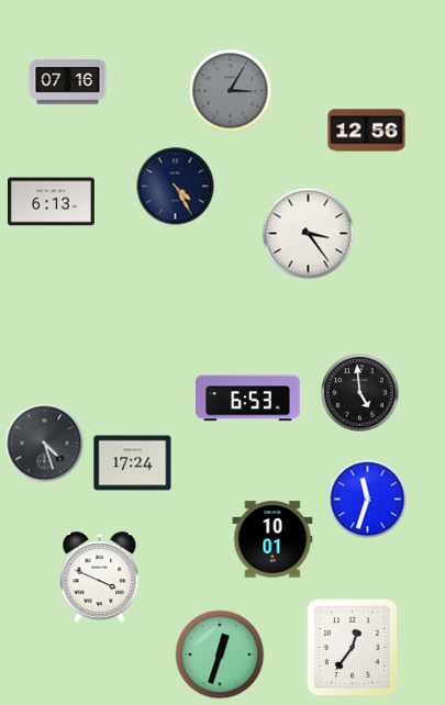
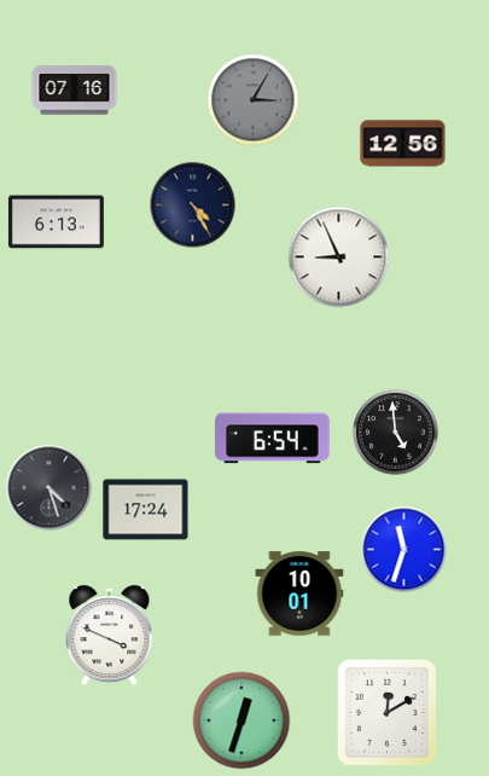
clock at (309, 234): 3:24 -> 8:56
clock at (248, 399): 6:53 -> 6:54
clock at (352, 647): 12:36 -> 12:10
